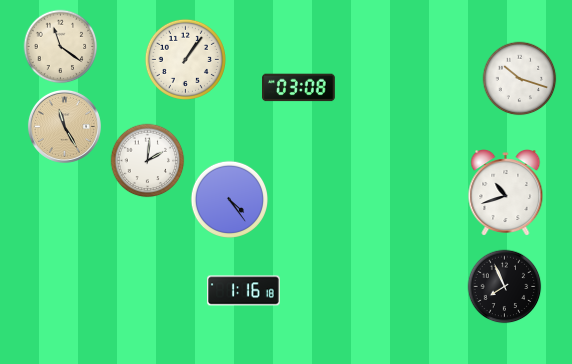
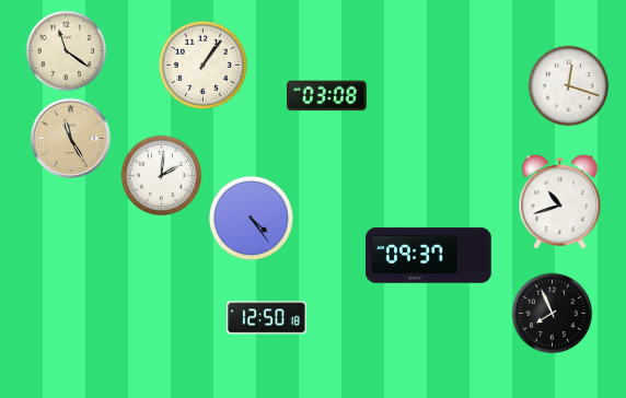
clock at (520, 79): 10:18 -> 12:18
clock at (506, 193) position: (506, 193) -> (560, 202)
clock at (429, 256): none -> 09:37
clock at (244, 291): 1:16 -> 12:50
